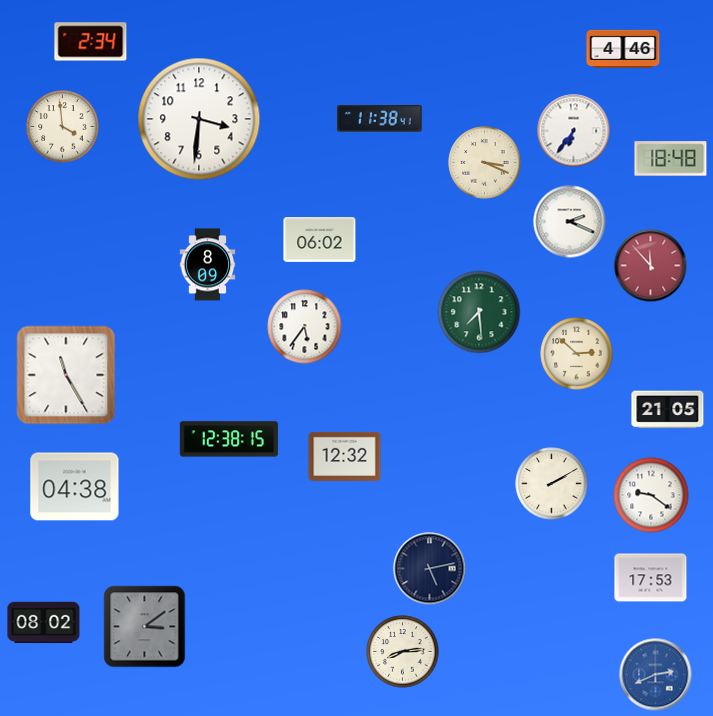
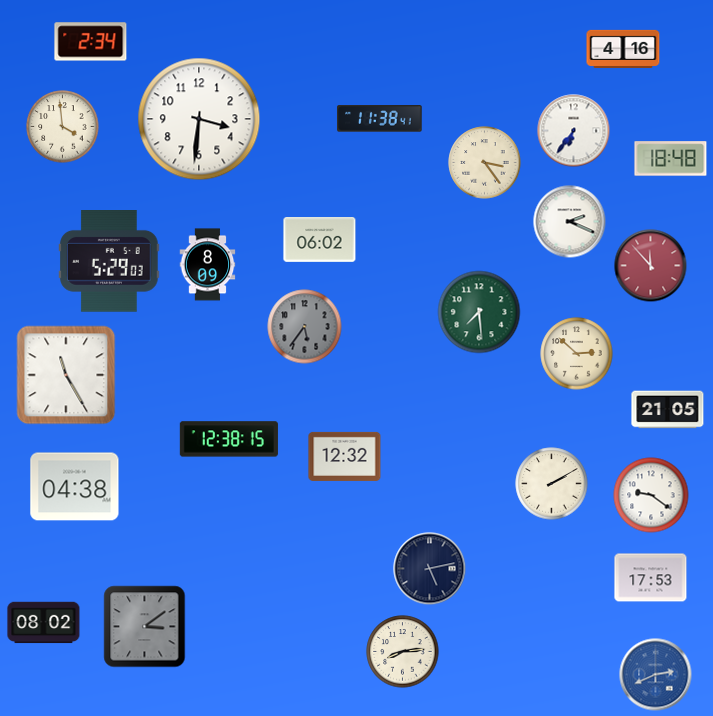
clock at (623, 49): 4:46 -> 4:16
clock at (485, 163): 3:19 -> 3:24
clock at (110, 262): none -> 5:29
clock at (305, 327) dial: white -> grey
